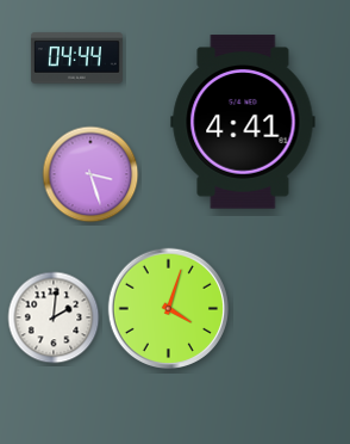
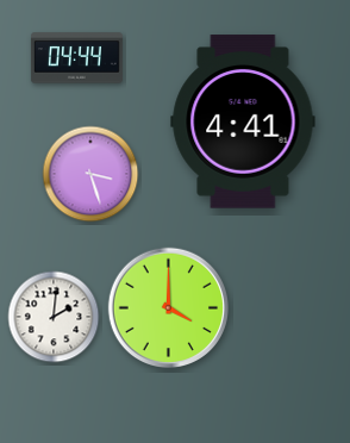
clock at (169, 309): 4:03 -> 4:00
